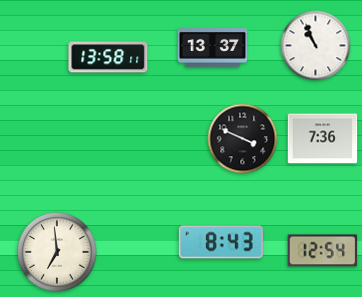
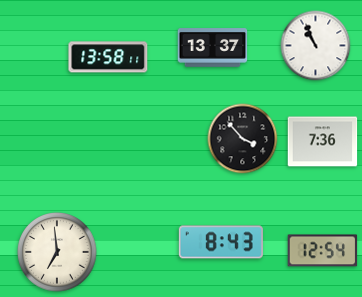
clock at (243, 139): 3:49 -> 3:53
clock at (323, 139) position: (323, 139) -> (323, 142)
